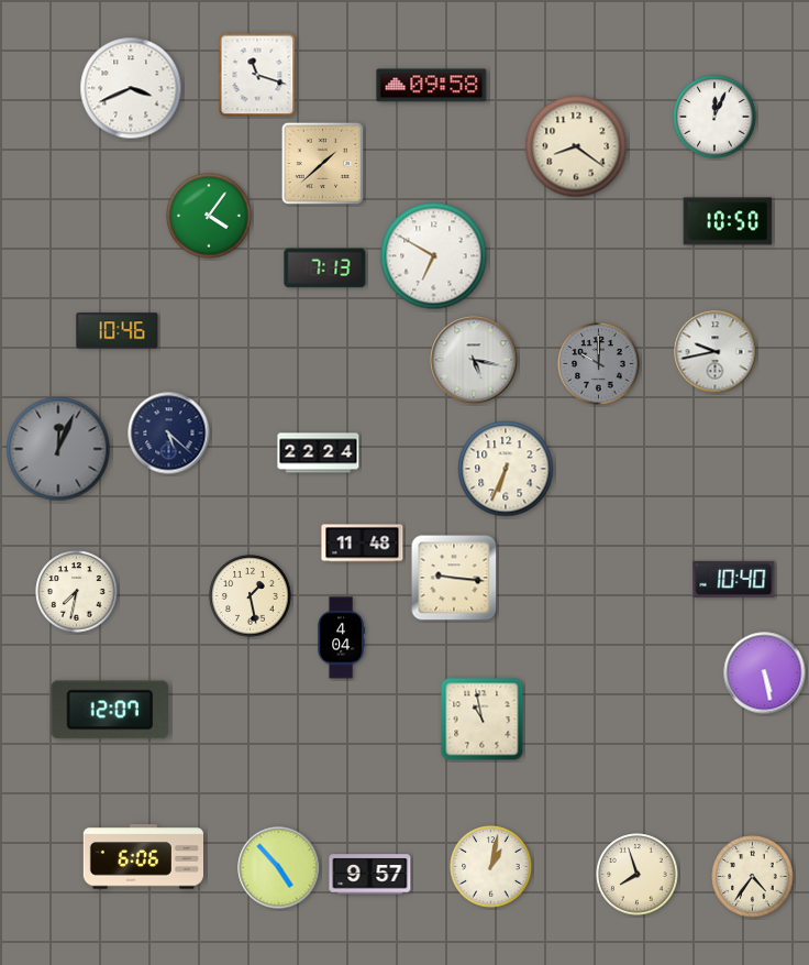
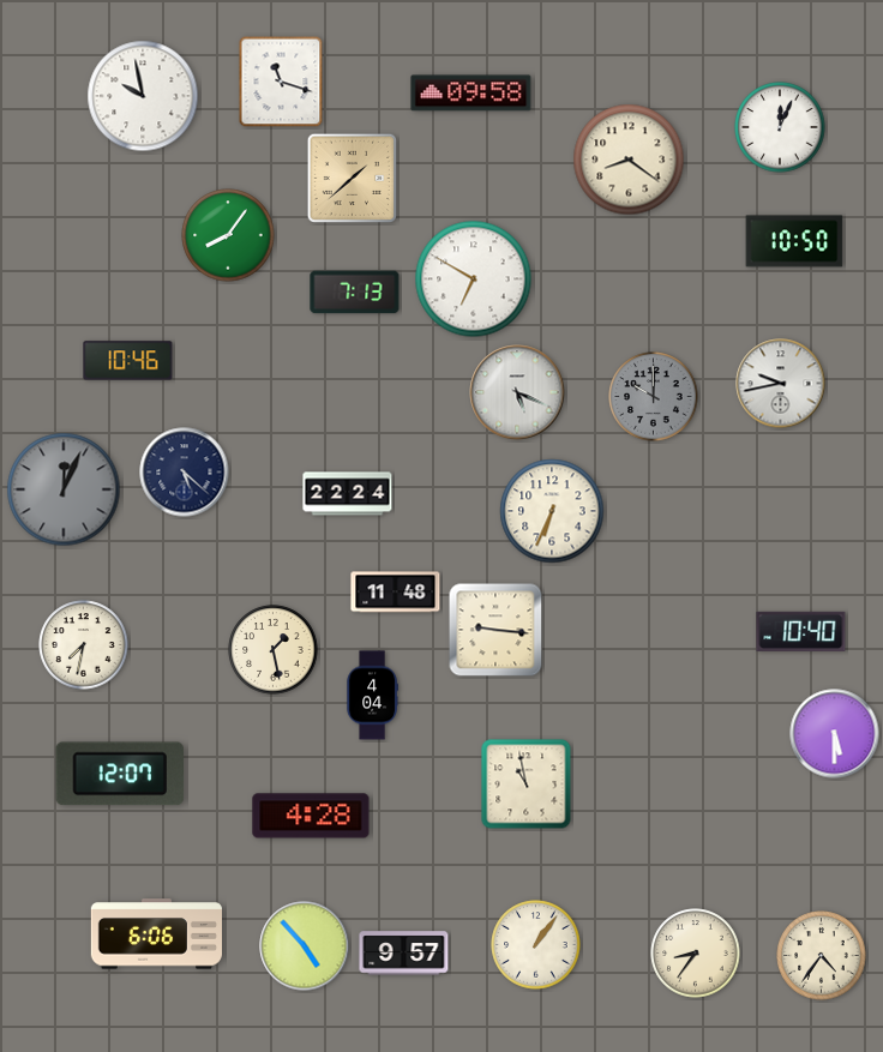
clock at (131, 88): 3:41 -> 9:58
clock at (209, 216): 4:06 -> 8:06
clock at (474, 360): 5:17 -> 5:19
clock at (765, 673): 5:28 -> 5:30
clock at (311, 816): none -> 4:28
clock at (491, 867): 1:02 -> 1:06
clock at (638, 875): 7:57 -> 8:36
